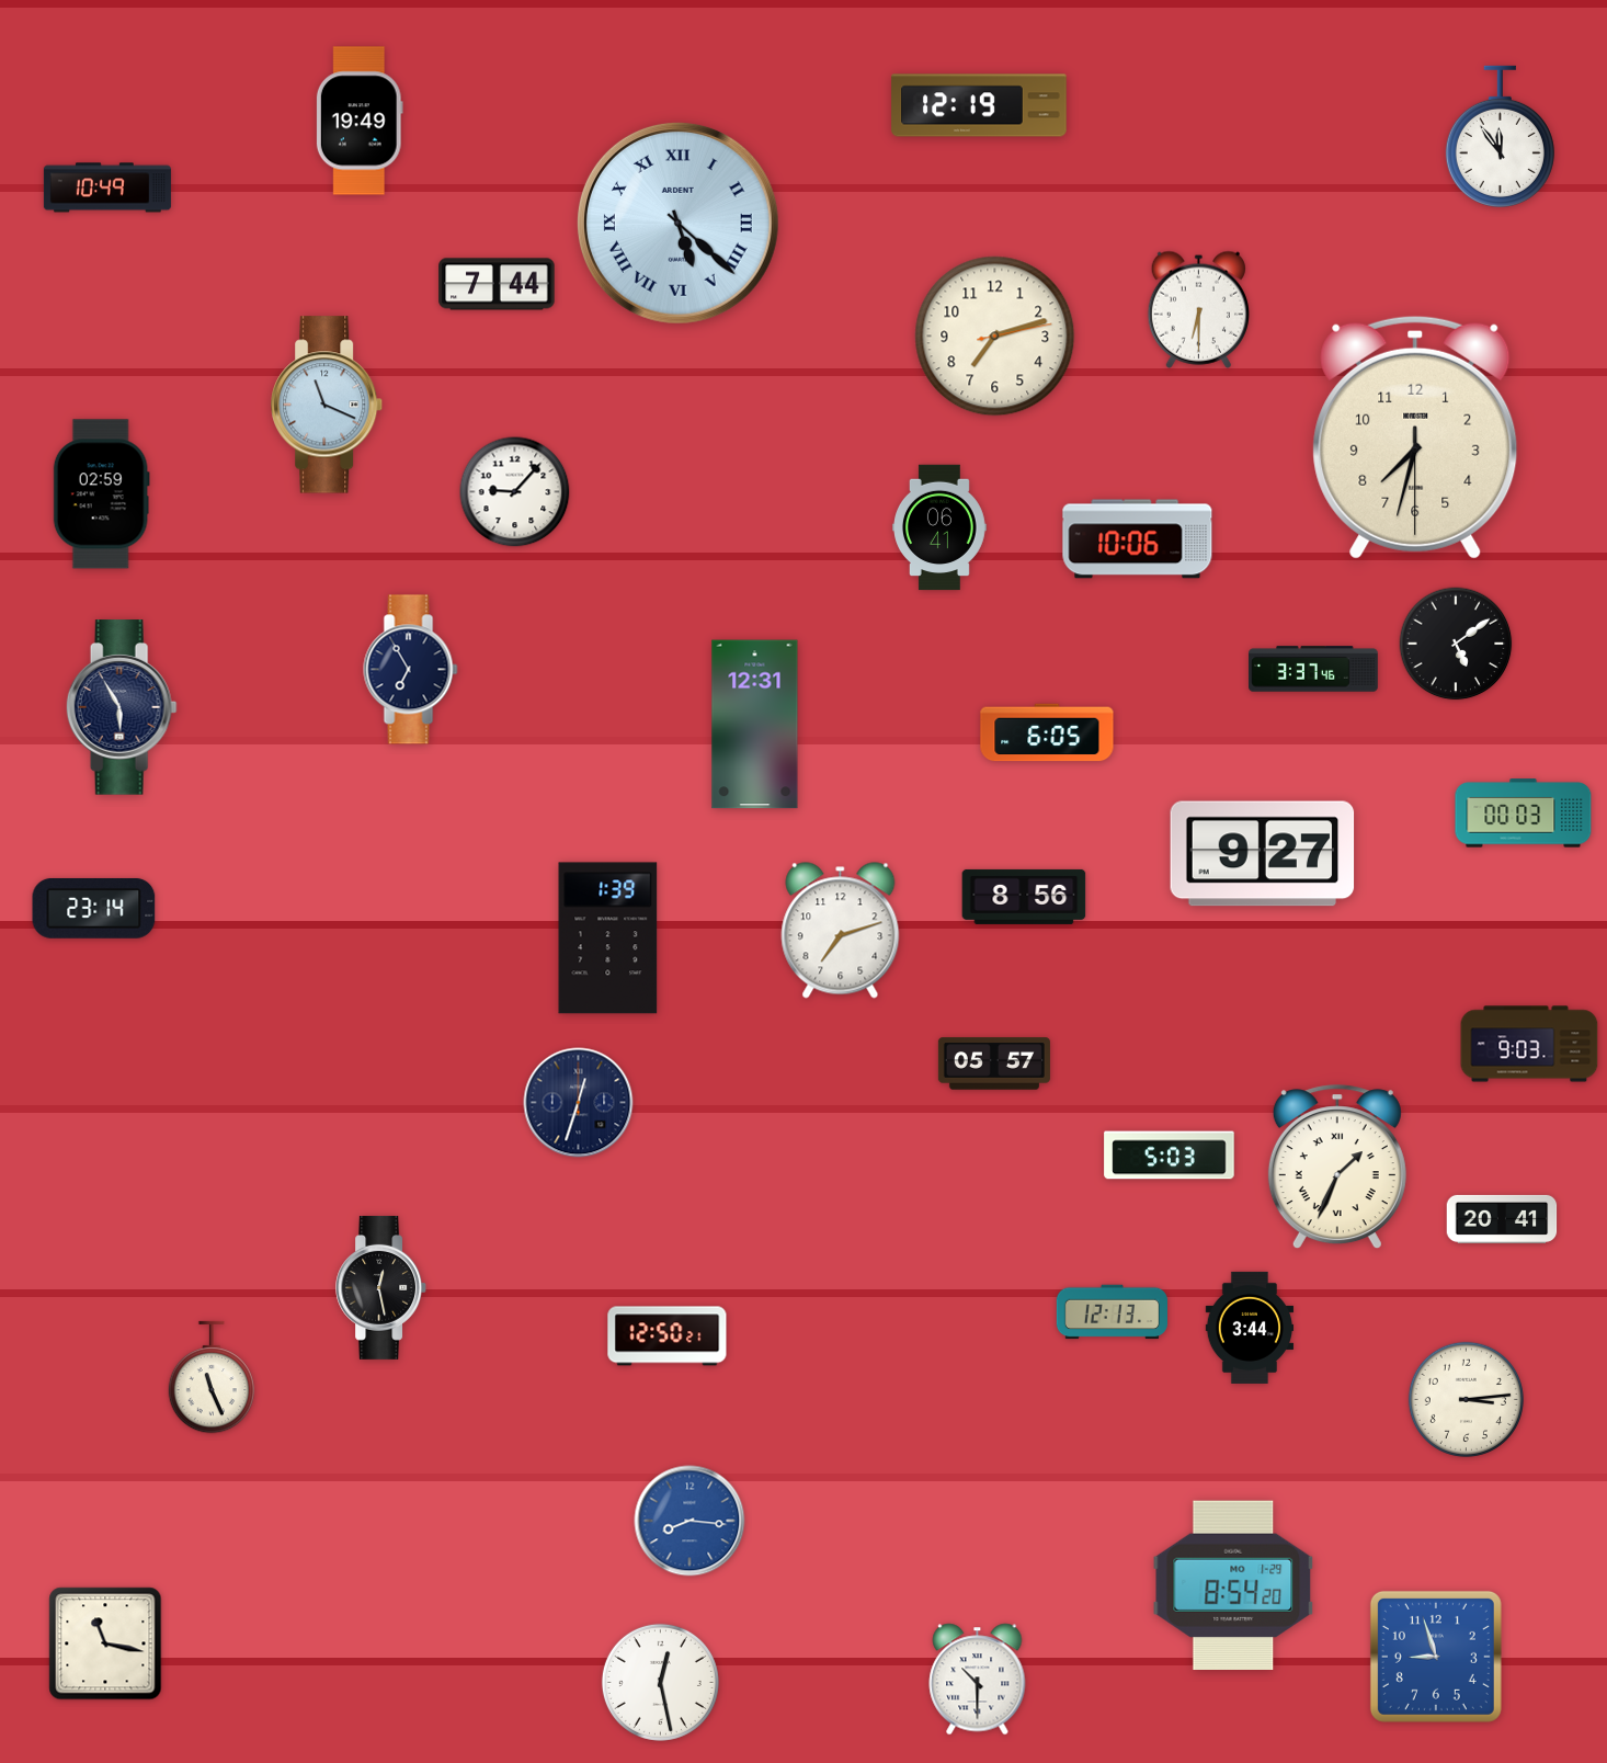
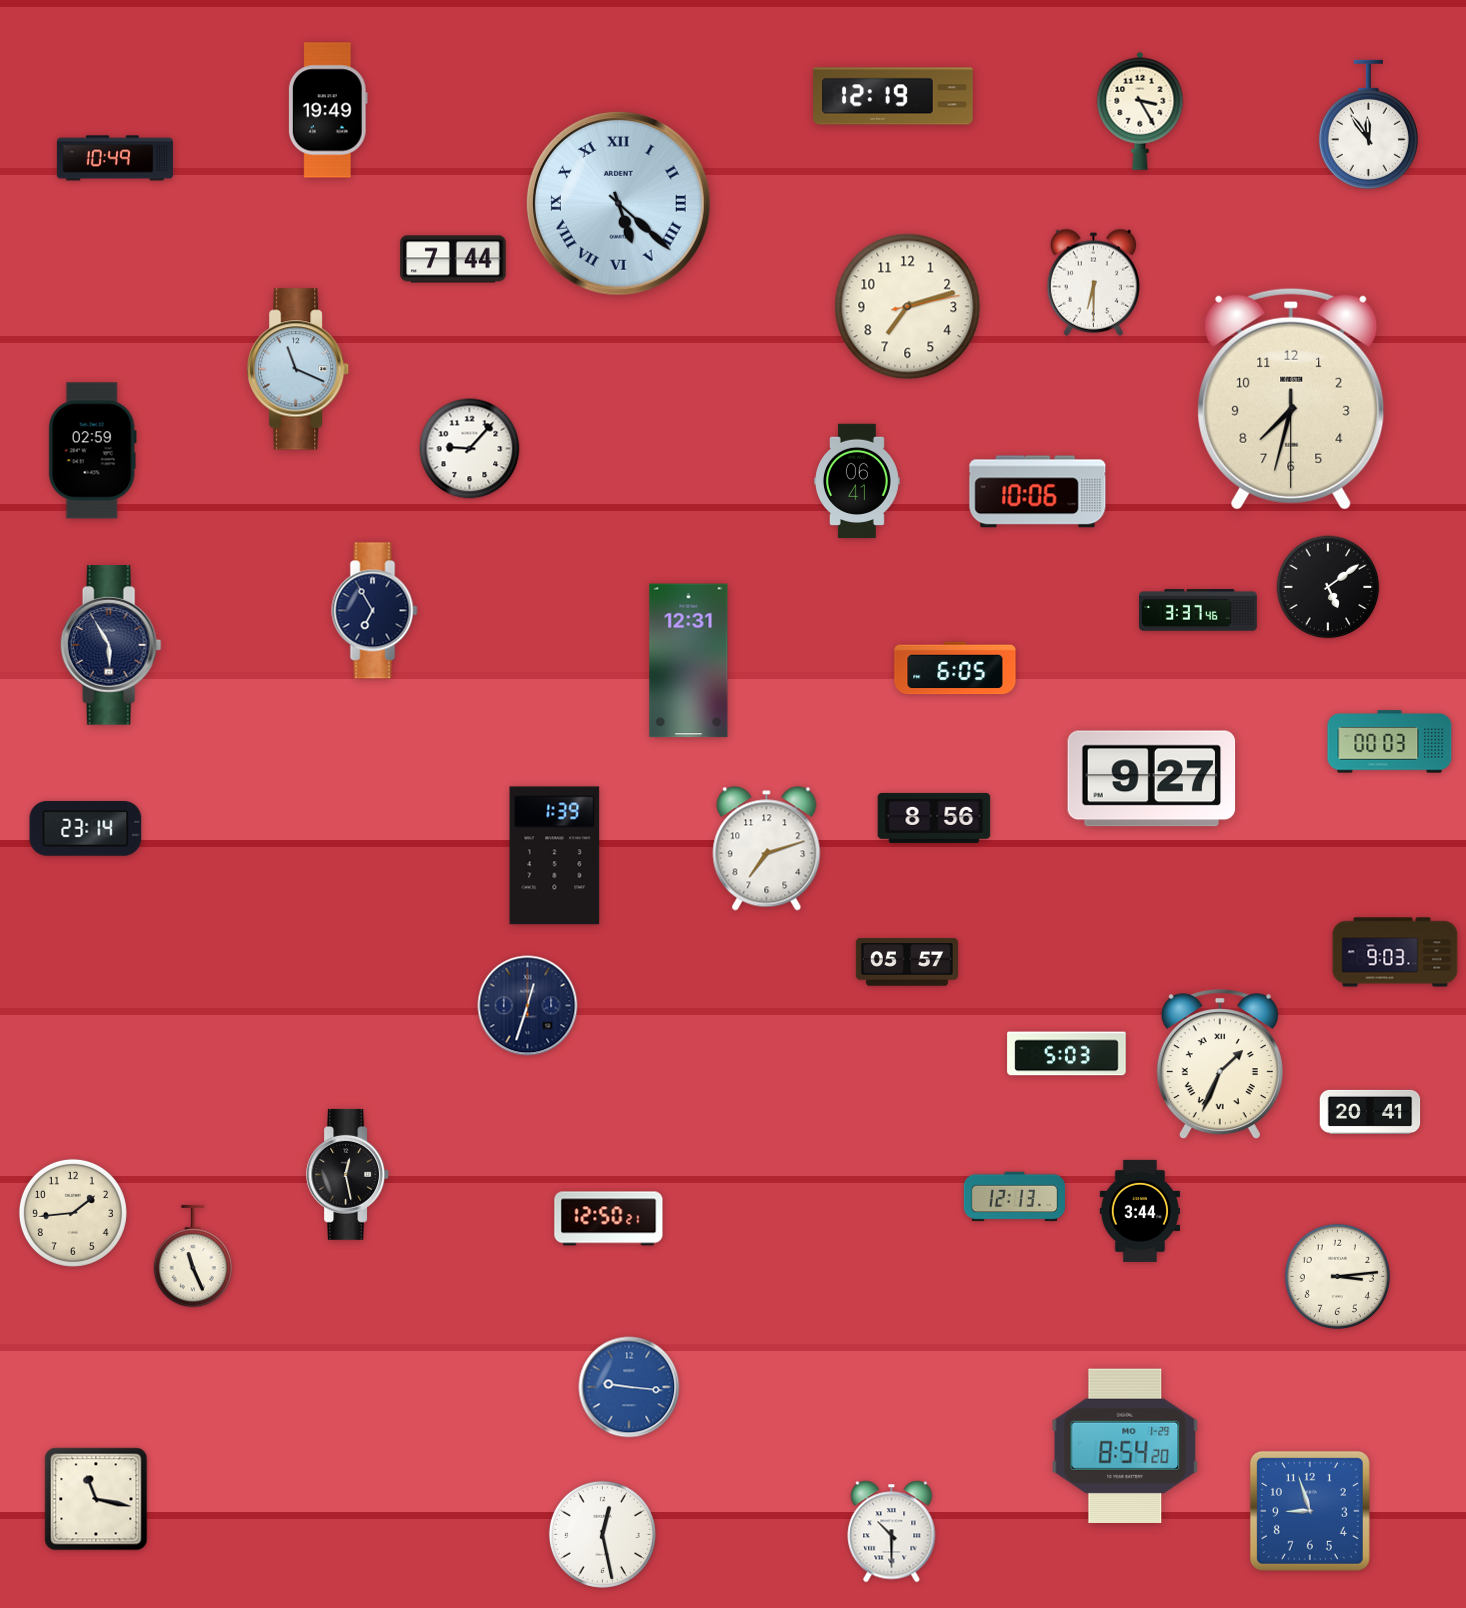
clock at (1140, 111): none -> 3:25
clock at (107, 187) position: (107, 187) -> (115, 158)
clock at (994, 1064) position: (994, 1064) -> (907, 962)
clock at (73, 1213): none -> 1:44
clock at (689, 1521): 8:16 -> 9:16
